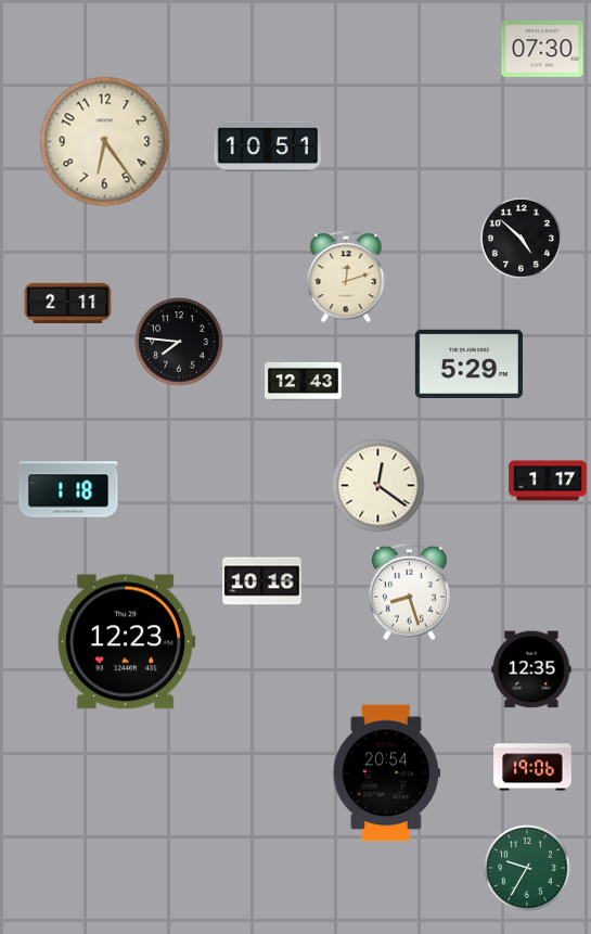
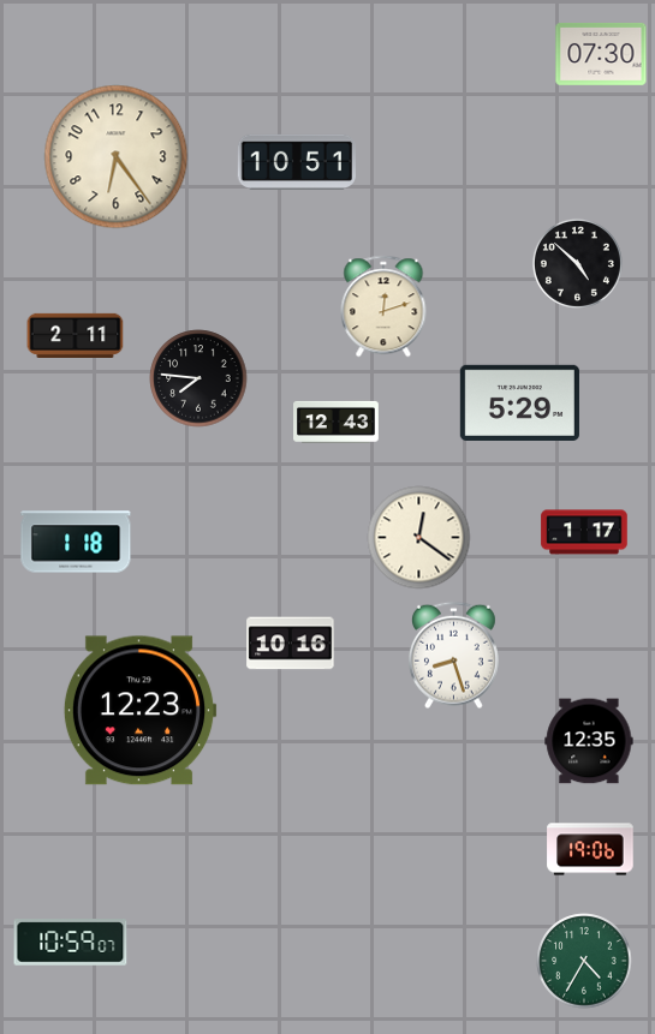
clock at (548, 481) position: (548, 481) -> (584, 532)
clock at (386, 773): 20:54 -> none
clock at (71, 943): none -> 10:59
clock at (527, 868): 9:35 -> 4:35
